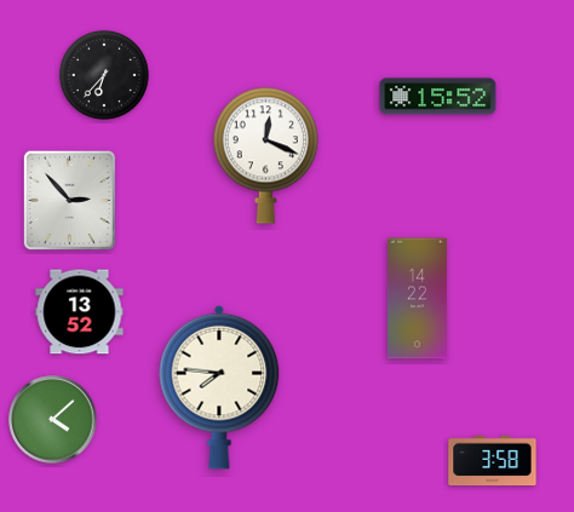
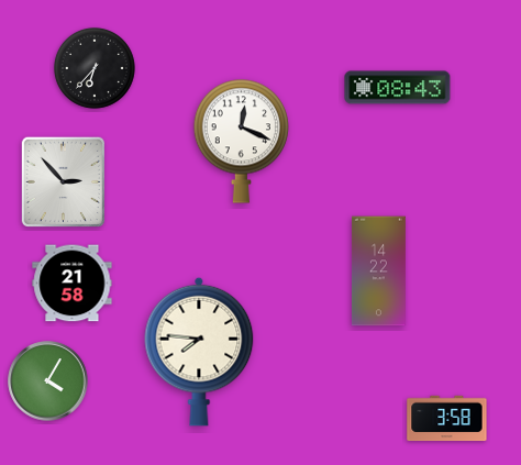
clock at (438, 97): 15:52 -> 08:43
clock at (80, 312): 13:52 -> 21:58
clock at (53, 420): 4:08 -> 4:05
